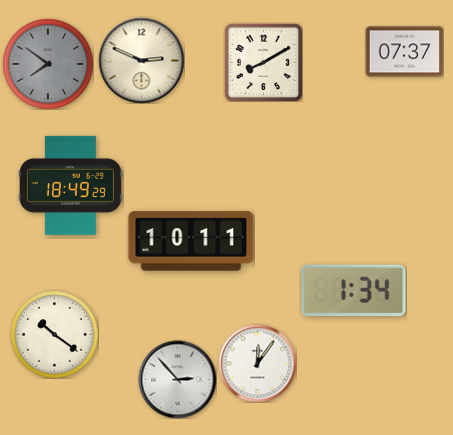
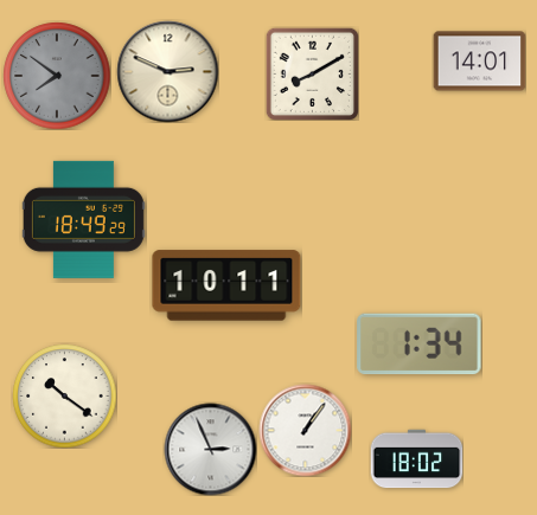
clock at (404, 52): 07:37 -> 14:01
clock at (257, 363): 12:06 -> 1:06
clock at (177, 379): 2:53 -> 2:56
clock at (416, 459): none -> 18:02
